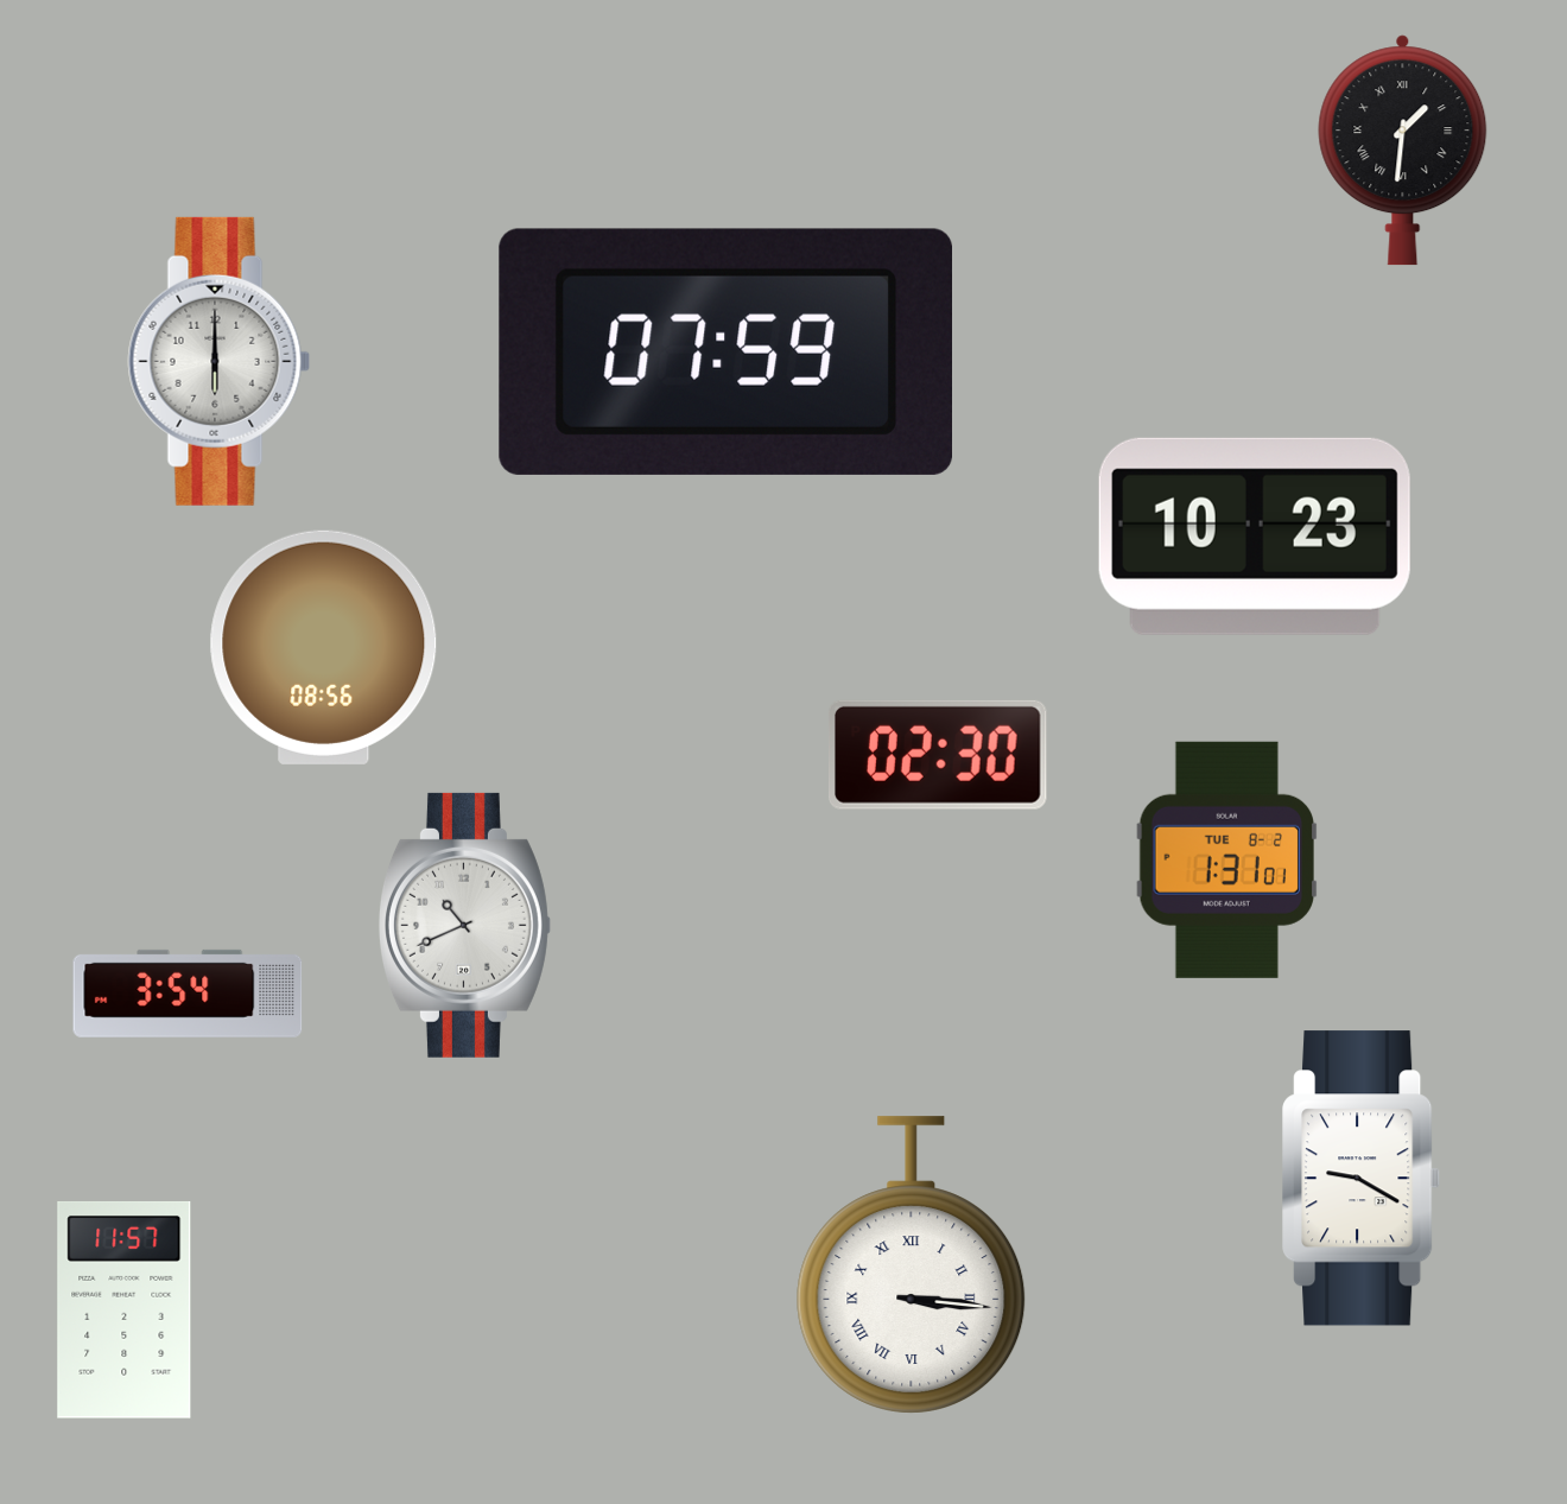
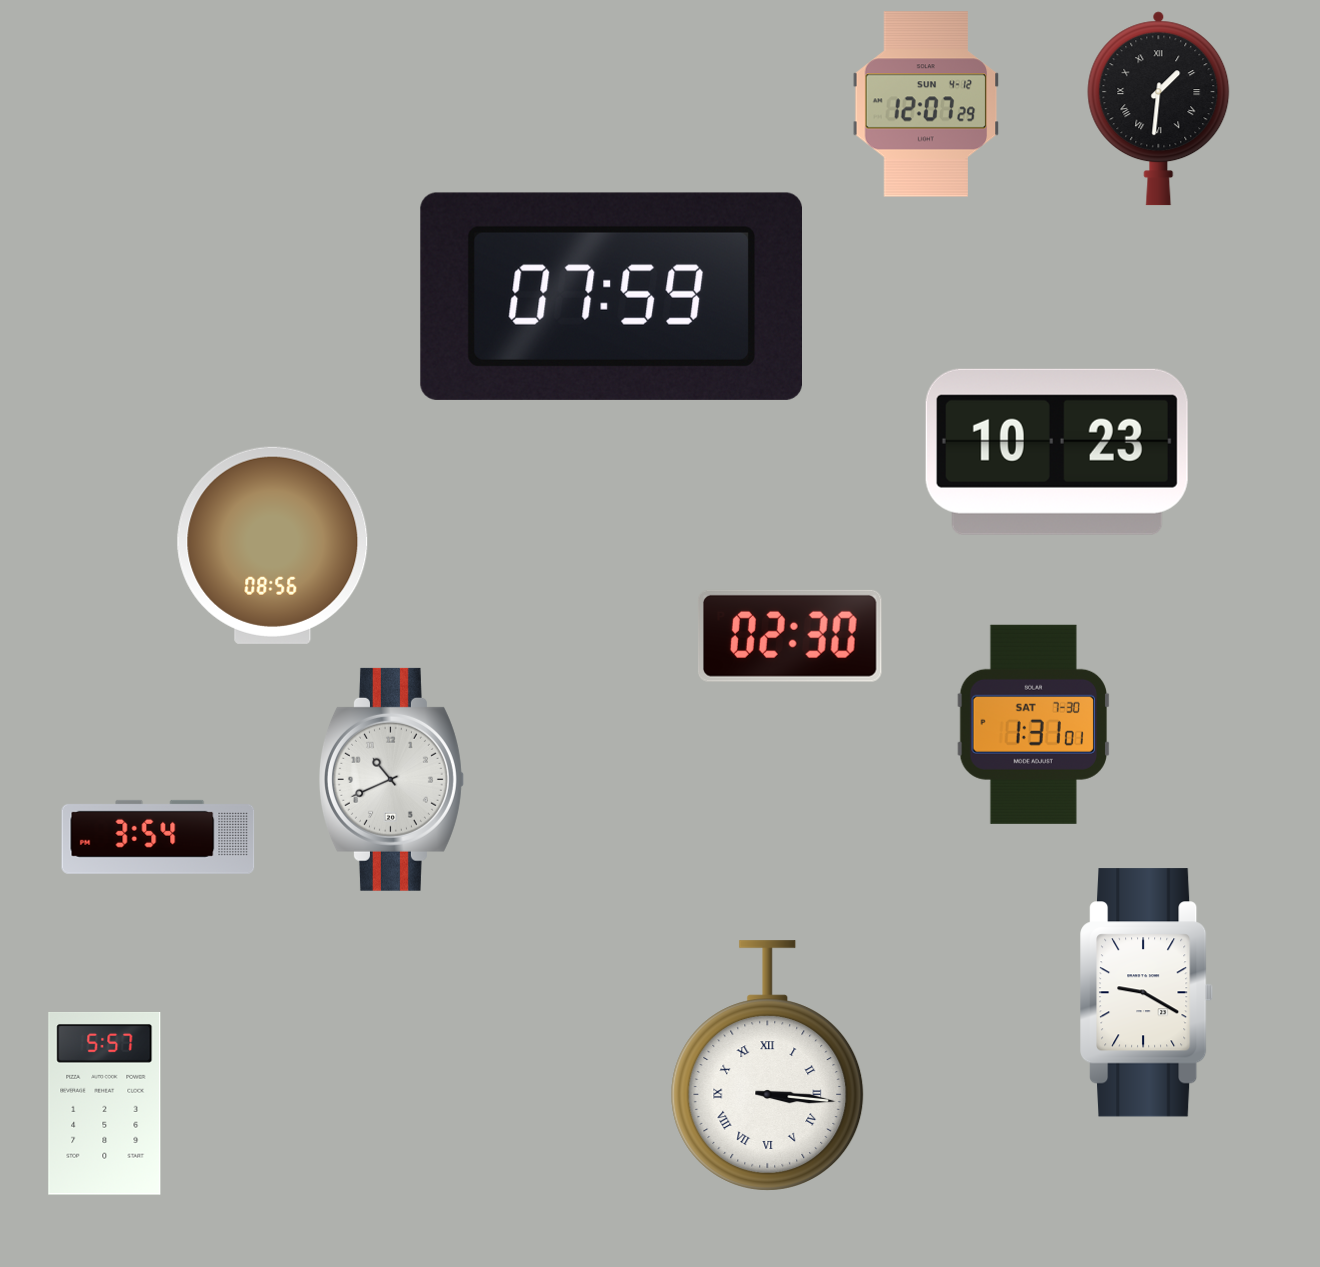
clock at (926, 104): none -> 12:07
clock at (1403, 151) position: (1403, 151) -> (1159, 109)
clock at (220, 361): 6:00 -> none
clock at (1226, 859) date: TUE 8-2 -> SAT 7-30
clock at (125, 1311): 11:57 -> 5:57
